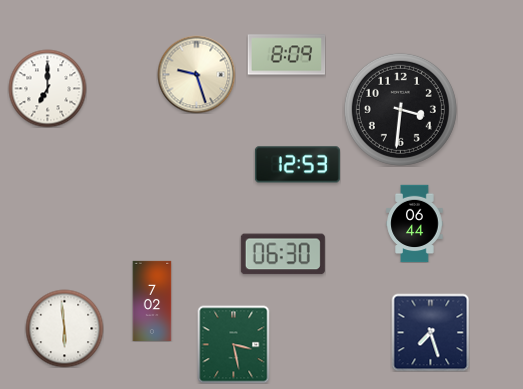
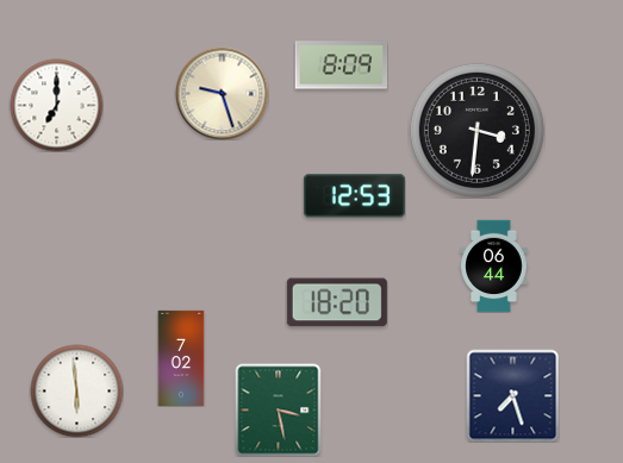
clock at (196, 74) position: (196, 74) -> (222, 93)
clock at (283, 254): 06:30 -> 18:20
